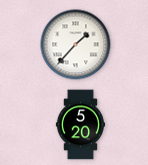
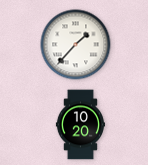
clock at (80, 125): 5:20 -> 10:20
